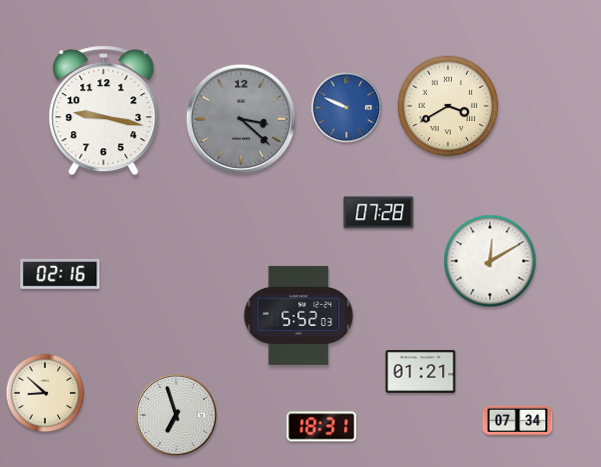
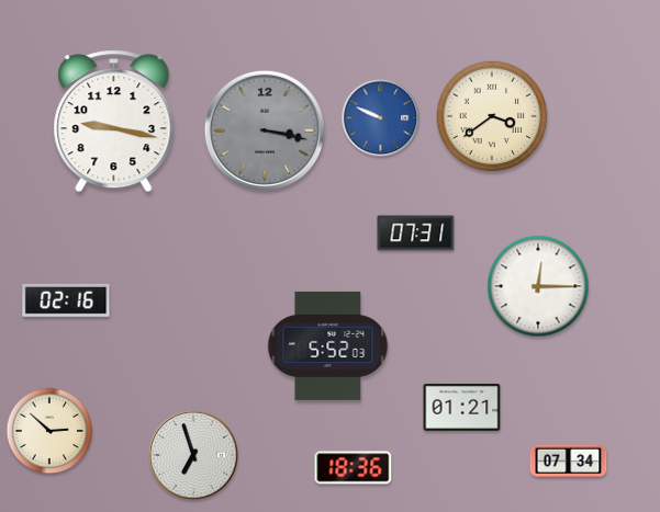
clock at (448, 106): 3:40 -> 3:39
clock at (241, 119): 3:22 -> 3:17
clock at (379, 213): 07:28 -> 07:31
clock at (490, 261): 12:10 -> 12:15
clock at (45, 393): 8:52 -> 2:52
clock at (322, 427): 18:31 -> 18:36
